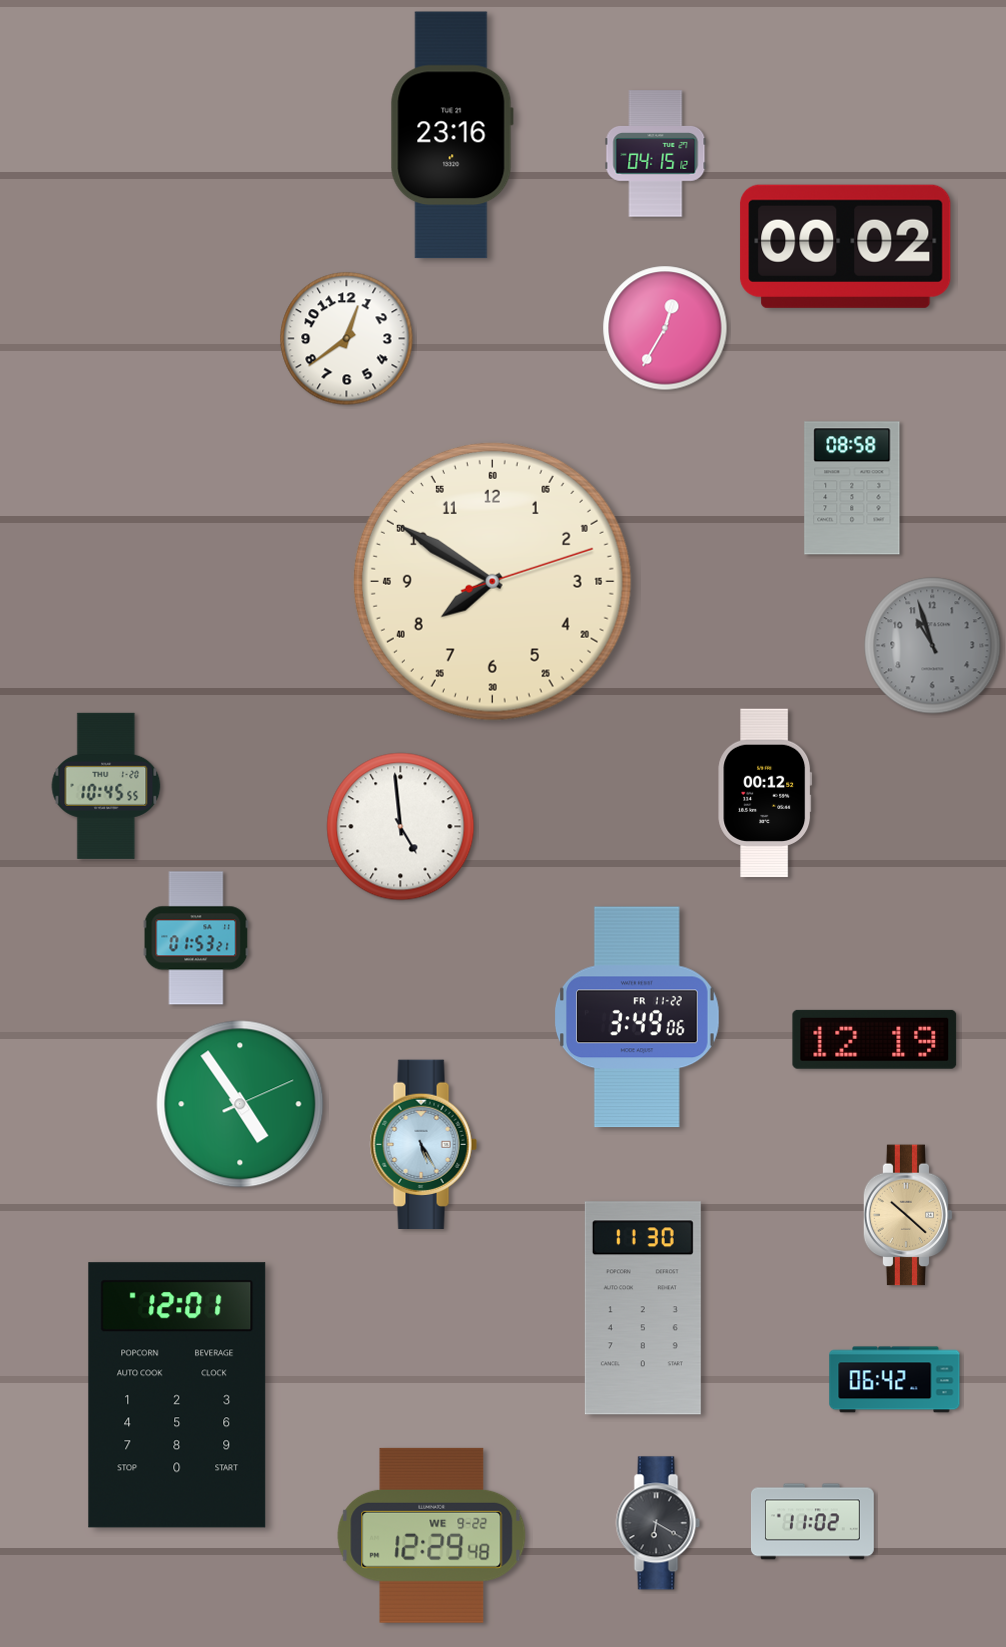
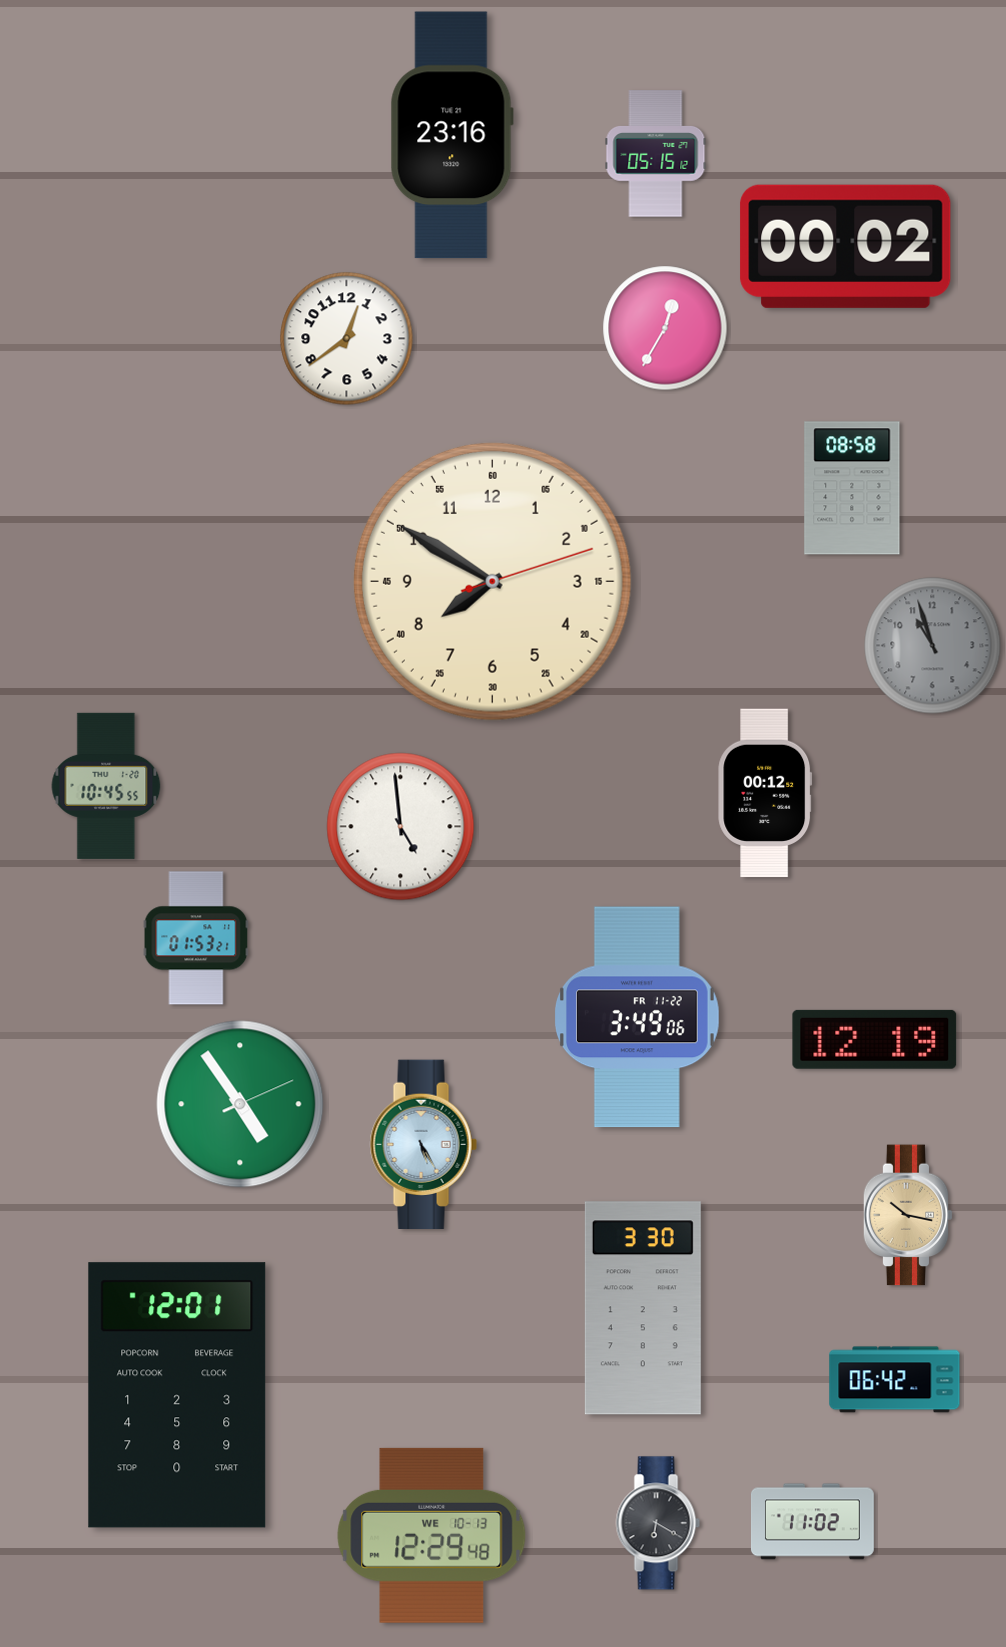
clock at (656, 154): 04:15 -> 05:15
clock at (908, 1215): 10:22 -> 10:17
clock at (643, 1308): 11:30 -> 3:30
clock at (432, 1535) date: WE 9-22 -> WE 10-13
